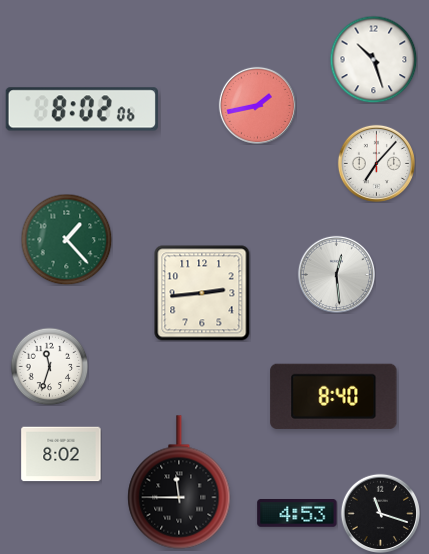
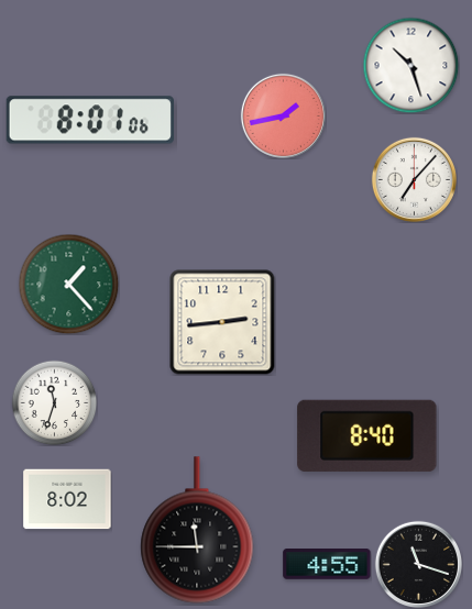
clock at (82, 109): 8:02 -> 8:01
clock at (66, 239) position: (66, 239) -> (68, 284)
clock at (336, 274): 12:29 -> none
clock at (297, 513): 4:53 -> 4:55
